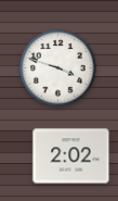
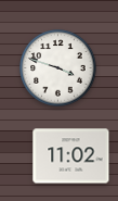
clock at (71, 156): 2:02 -> 11:02
